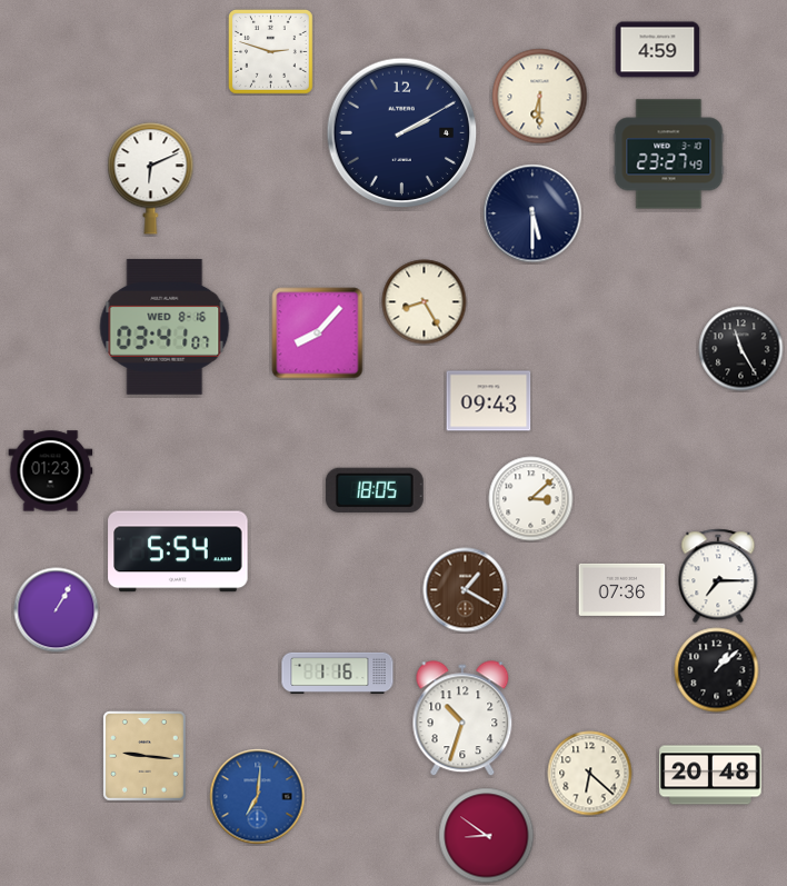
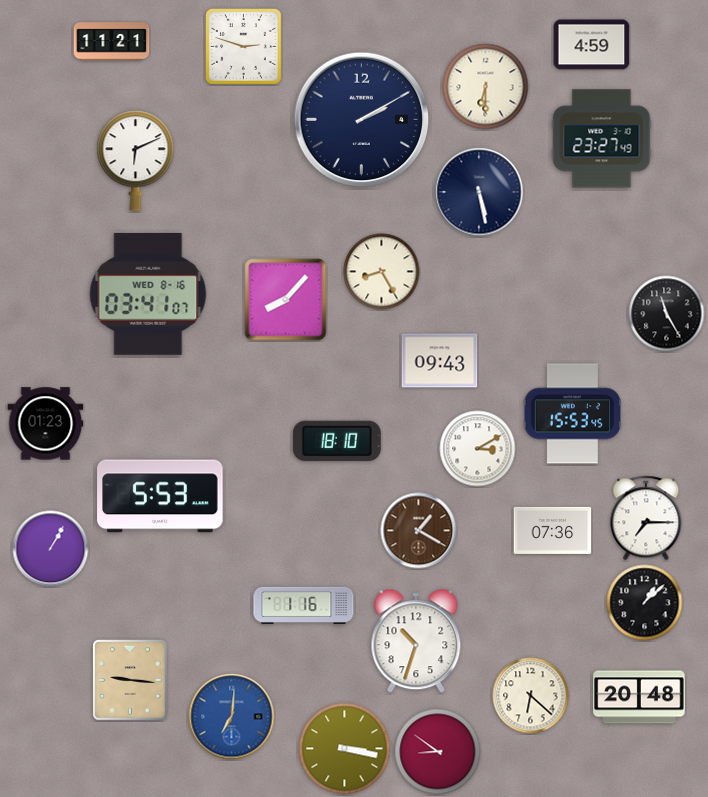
clock at (112, 42): none -> 11:21
clock at (532, 213): 5:30 -> 5:28
clock at (572, 414): none -> 15:53
clock at (375, 489): 18:05 -> 18:10
clock at (531, 499): 3:08 -> 3:10
clock at (178, 551): 5:54 -> 5:53
clock at (622, 589) position: (622, 589) -> (553, 530)
clock at (462, 719) position: (462, 719) -> (416, 642)
clock at (345, 749): none -> 3:17
